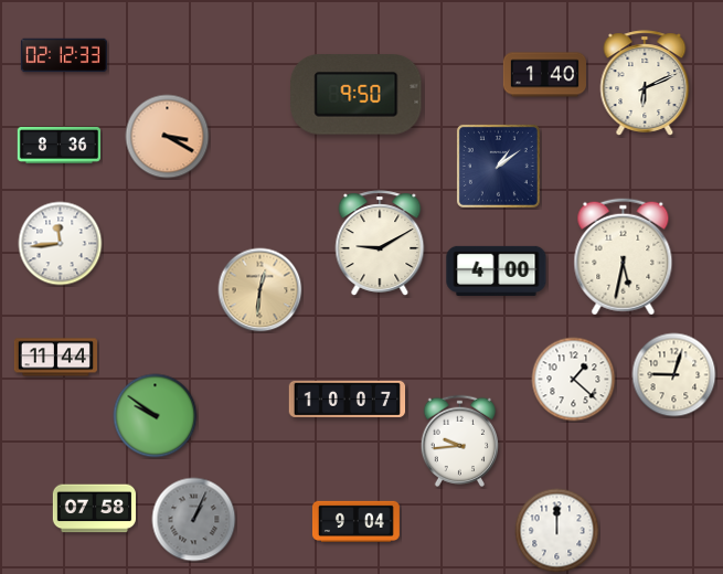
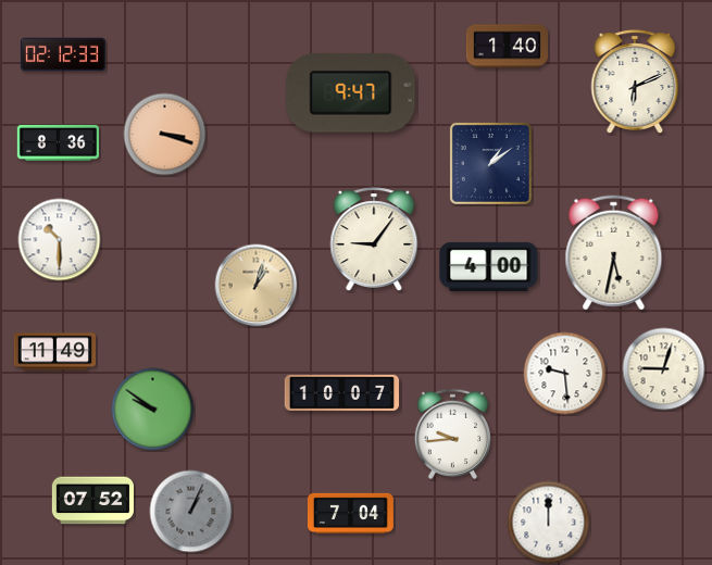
clock at (544, 75) position: (544, 75) -> (507, 47)
clock at (357, 95): 9:50 -> 9:47
clock at (168, 137): 3:20 -> 3:18
clock at (380, 243): 9:10 -> 9:06
clock at (61, 244): 11:44 -> 10:30
clock at (261, 290): 12:31 -> 1:03
clock at (55, 358): 11:44 -> 11:49
clock at (574, 380): 1:22 -> 9:29
clock at (94, 509): 07:58 -> 07:52
clock at (355, 521): 9:04 -> 7:04
